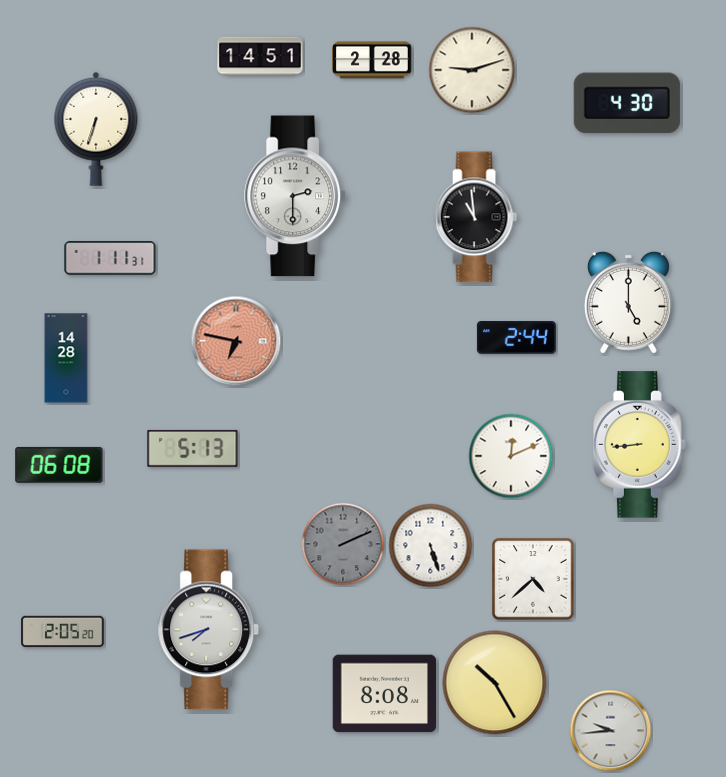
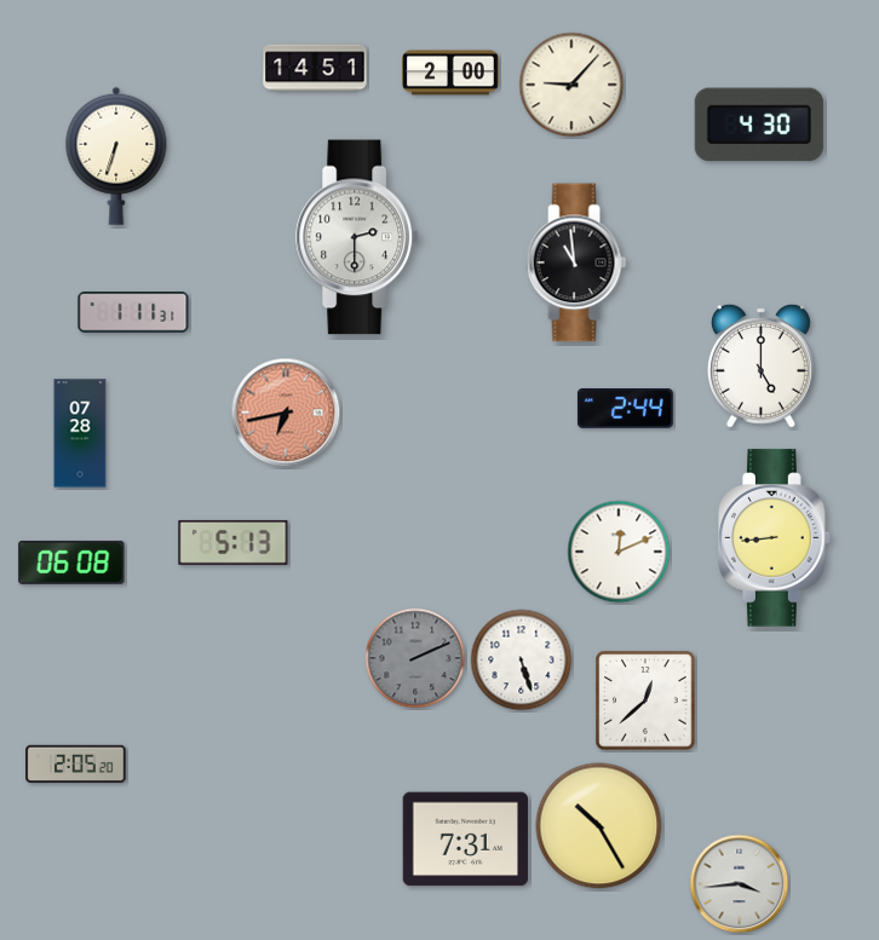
clock at (373, 60): 2:28 -> 2:00
clock at (472, 70): 9:12 -> 9:07
clock at (236, 341): 6:47 -> 6:43
clock at (66, 358): 14:28 -> 07:28
clock at (533, 579): 4:38 -> 12:38
clock at (209, 630): 7:42 -> none
clock at (385, 694): 8:08 -> 7:31
clock at (611, 731): 9:44 -> 3:44
